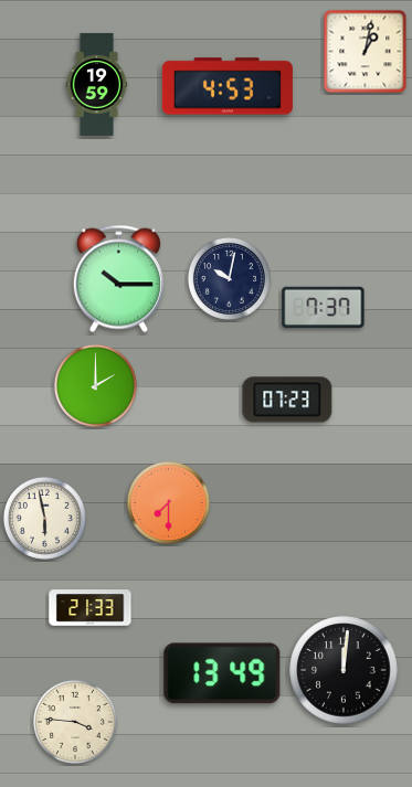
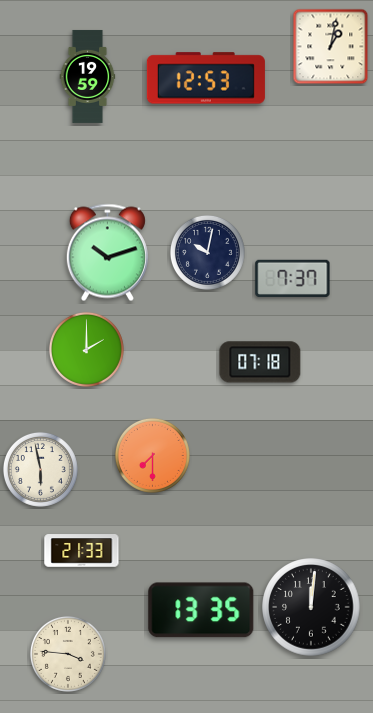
clock at (228, 86): 4:53 -> 12:53
clock at (118, 279): 10:15 -> 10:12
clock at (287, 400): 07:23 -> 07:18
clock at (222, 673): 13:49 -> 13:35
